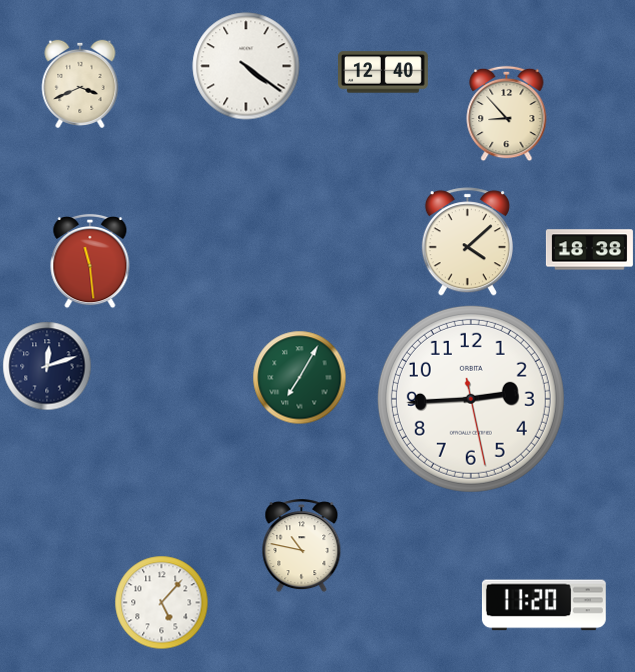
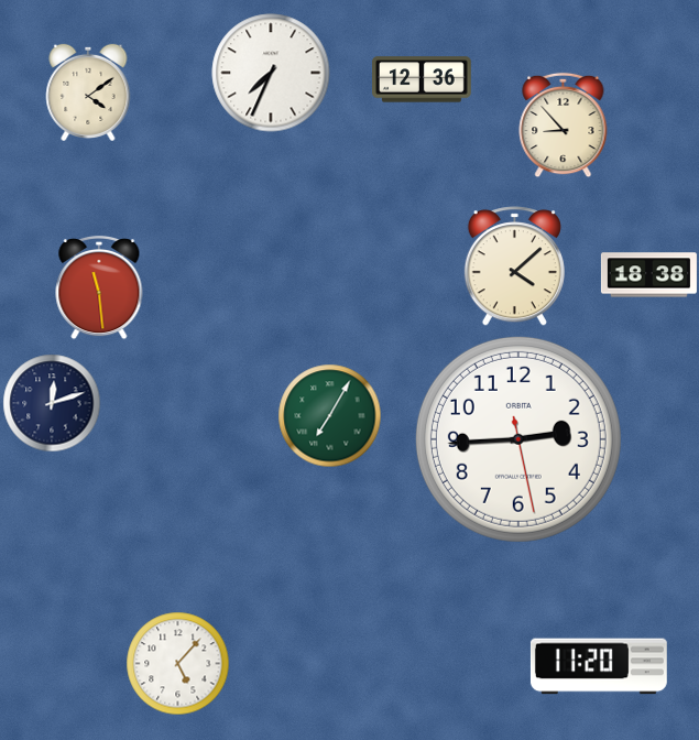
clock at (246, 66): 4:21 -> 7:34
clock at (384, 72): 12:40 -> 12:36
clock at (80, 84): 3:41 -> 4:09
clock at (507, 114) position: (507, 114) -> (564, 126)
clock at (302, 546): 10:47 -> none
